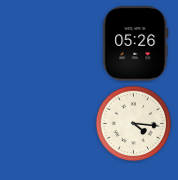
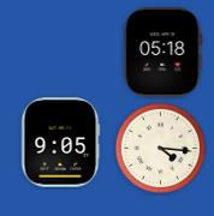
clock at (136, 44): 05:26 -> 05:18
clock at (60, 143): none -> 9:05
